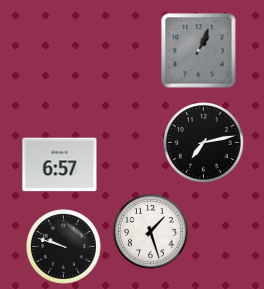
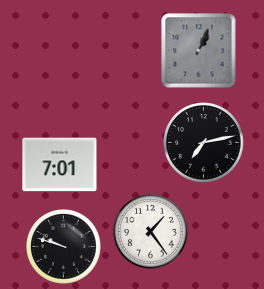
clock at (60, 165): 6:57 -> 7:01
clock at (151, 232): 1:27 -> 1:24
